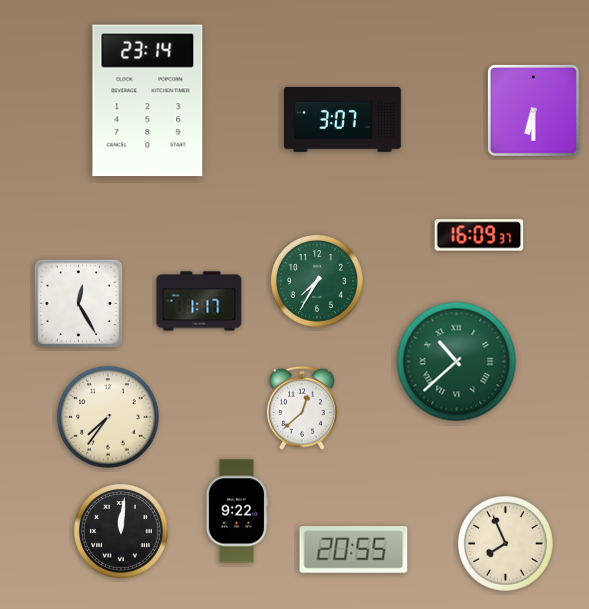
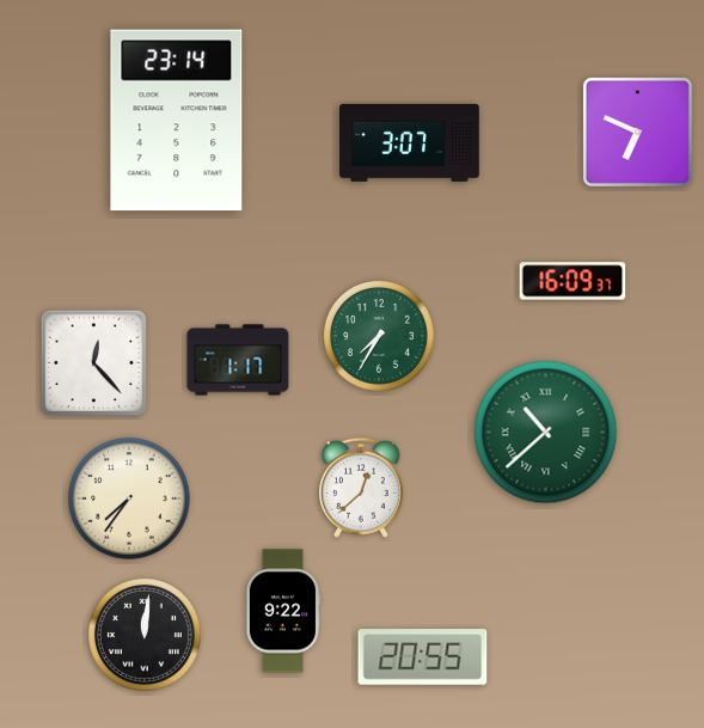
clock at (533, 110): 6:30 -> 6:49
clock at (79, 304): 12:25 -> 12:23
clock at (505, 543): 7:56 -> none
